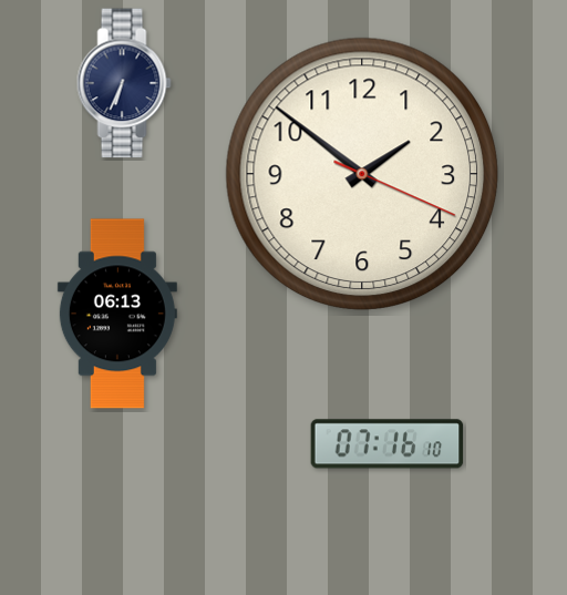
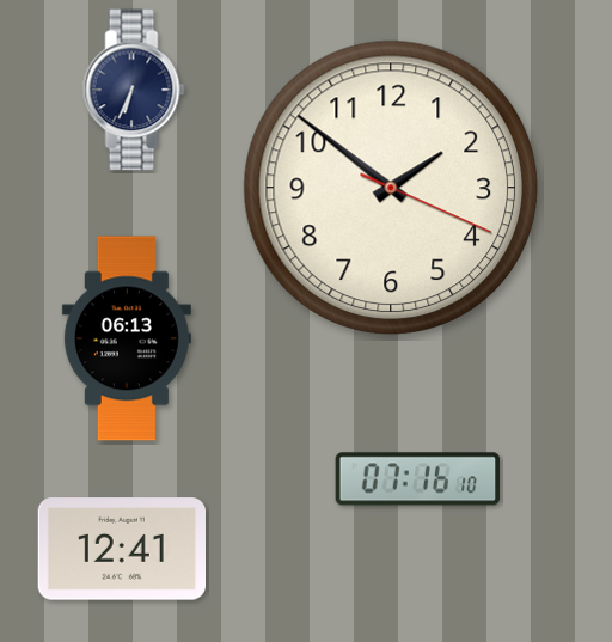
clock at (121, 549): none -> 12:41
